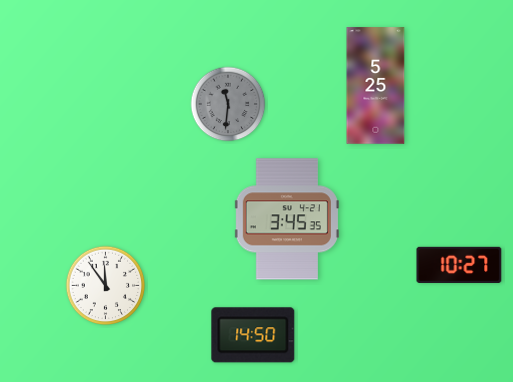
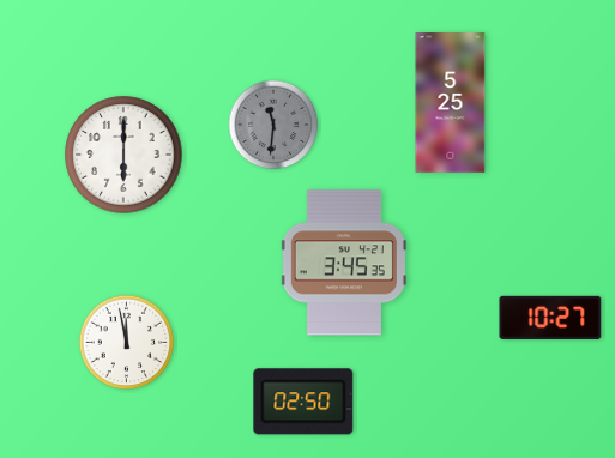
clock at (123, 155): none -> 6:00
clock at (106, 286): 11:54 -> 11:58
clock at (253, 335): 14:50 -> 02:50
